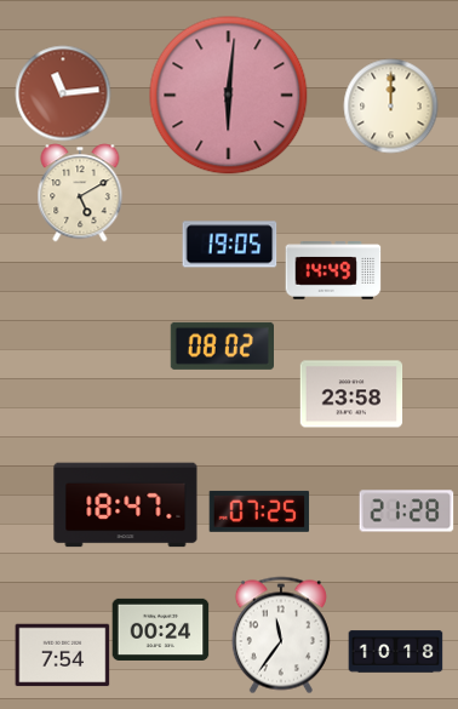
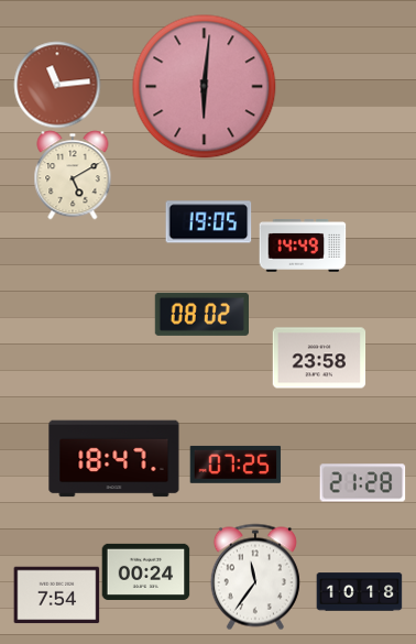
clock at (229, 96) position: (229, 96) -> (205, 87)
clock at (390, 105): 12:00 -> none
clock at (406, 511) position: (406, 511) -> (362, 483)
